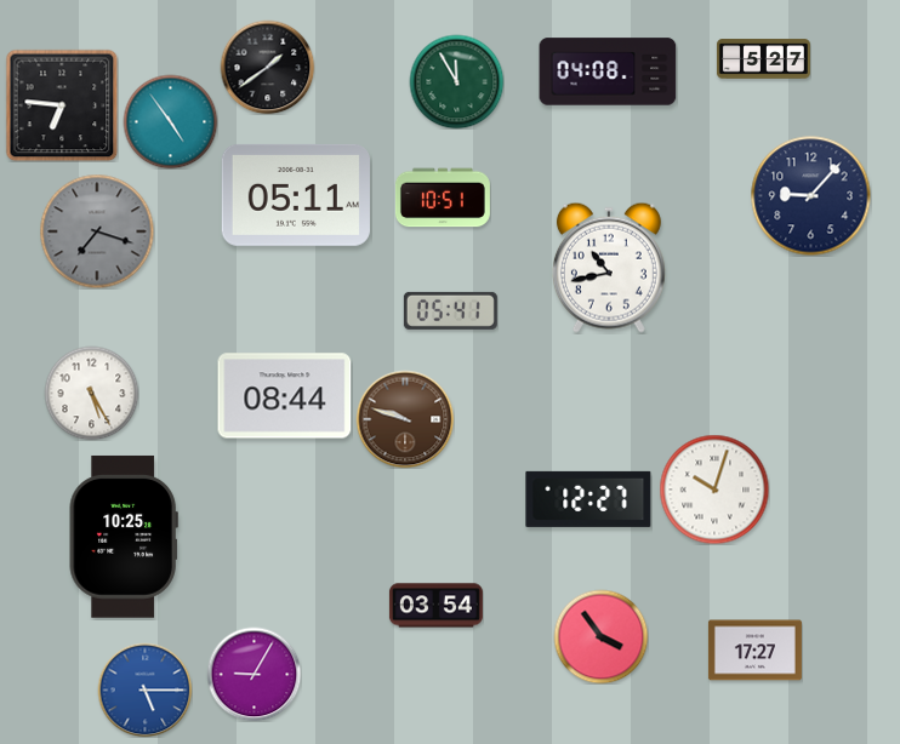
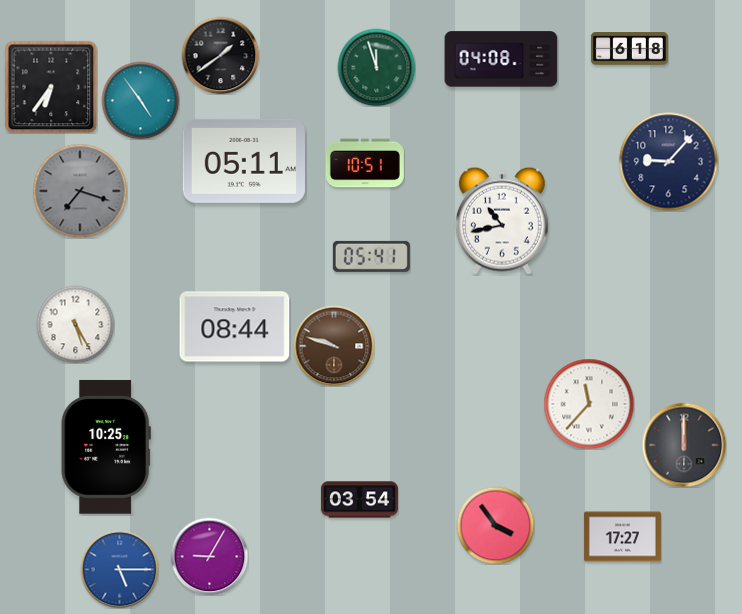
clock at (763, 59): 5:27 -> 6:18
clock at (456, 81): 11:55 -> 11:57
clock at (62, 105): 6:46 -> 6:36
clock at (714, 490): 10:03 -> 11:37
clock at (588, 499): 12:27 -> none
clock at (124, 537) position: (124, 537) -> (106, 447)
clock at (684, 445): none -> 12:00
